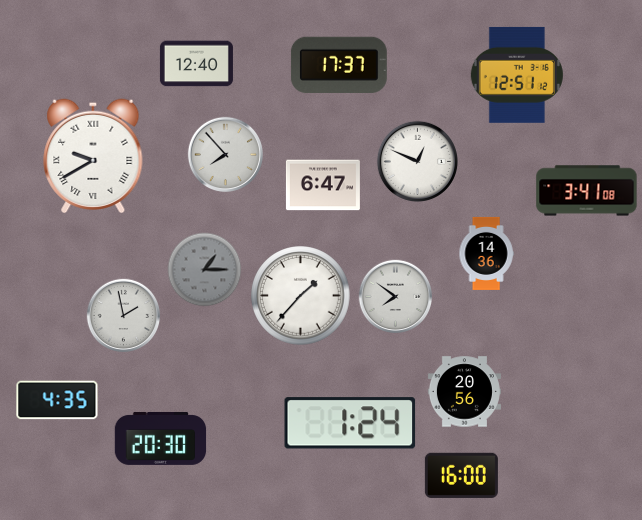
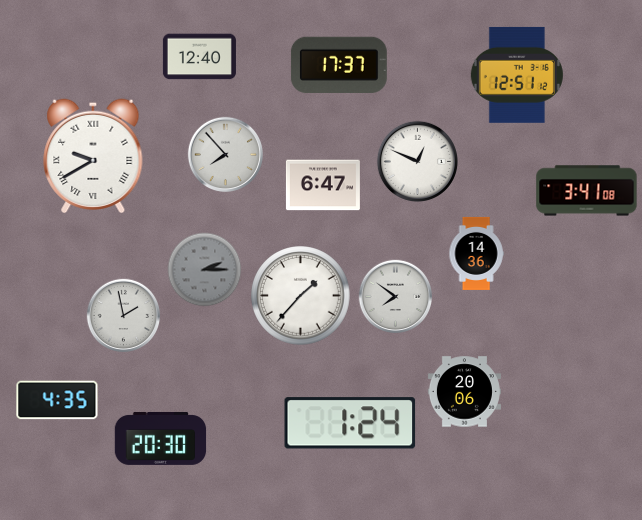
clock at (196, 64) position: (196, 64) -> (199, 57)
clock at (486, 253) position: (486, 253) -> (476, 253)
clock at (205, 270): 1:15 -> 2:15
clock at (464, 392): 20:56 -> 20:06
clock at (461, 475): 16:00 -> none
